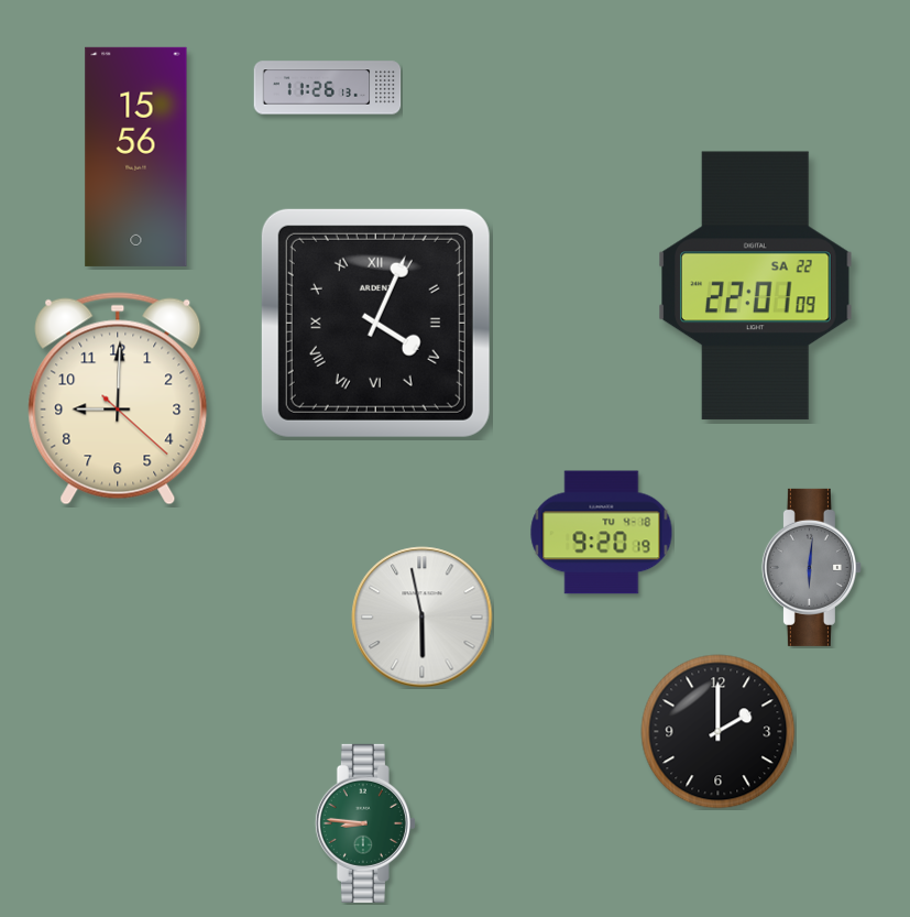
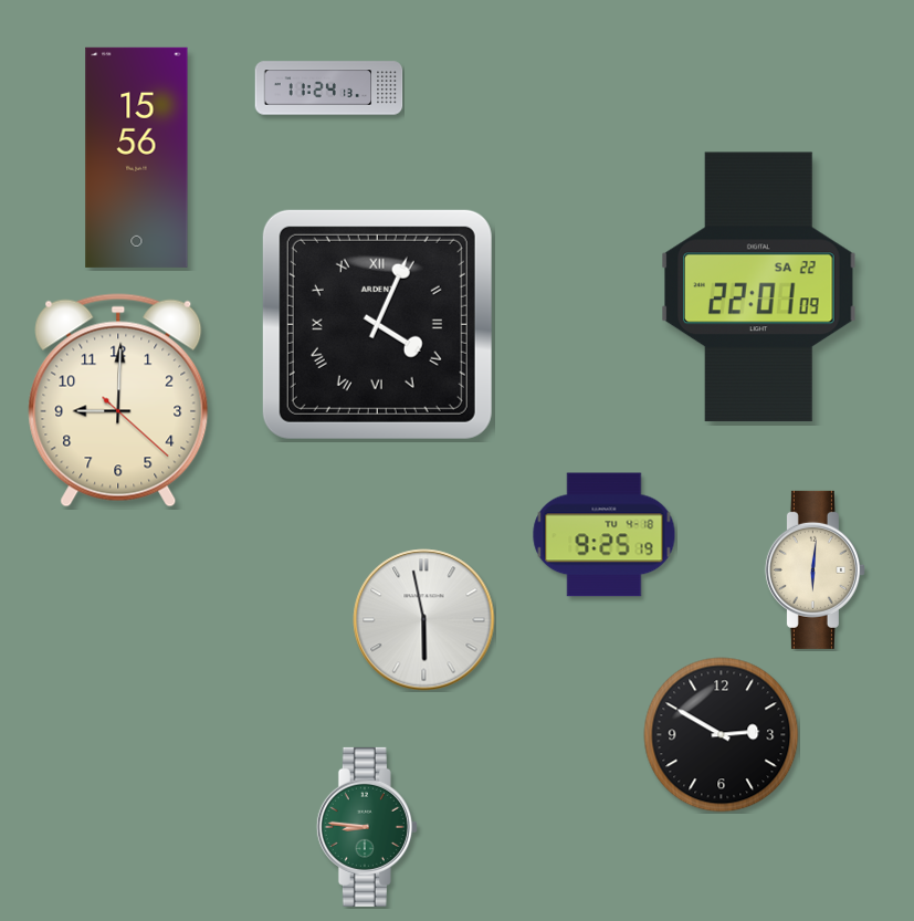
clock at (328, 88): 11:26 -> 11:24
clock at (602, 533): 9:20 -> 9:25
clock at (811, 567) dial: grey -> cream
clock at (719, 732): 2:00 -> 2:50
